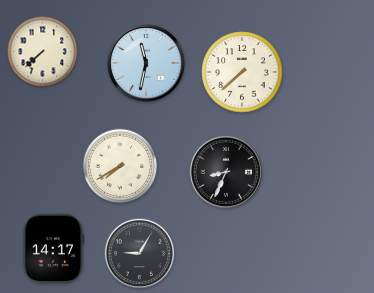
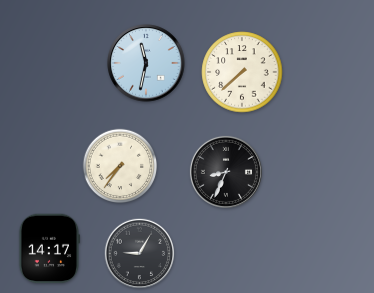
clock at (43, 52): 7:38 -> none
clock at (120, 166): 7:40 -> 7:36
clock at (53, 249) position: (53, 249) -> (49, 249)
